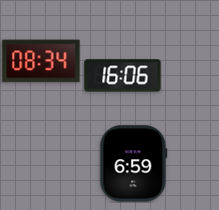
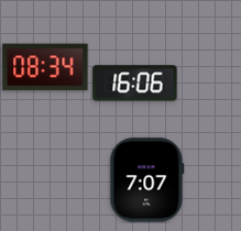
clock at (134, 164): 6:59 -> 7:07
